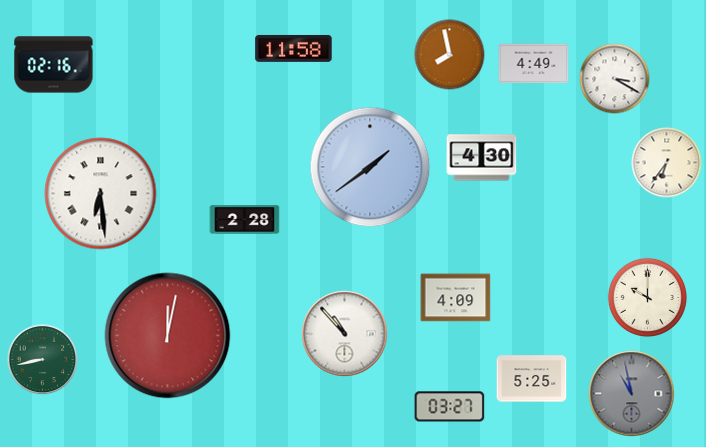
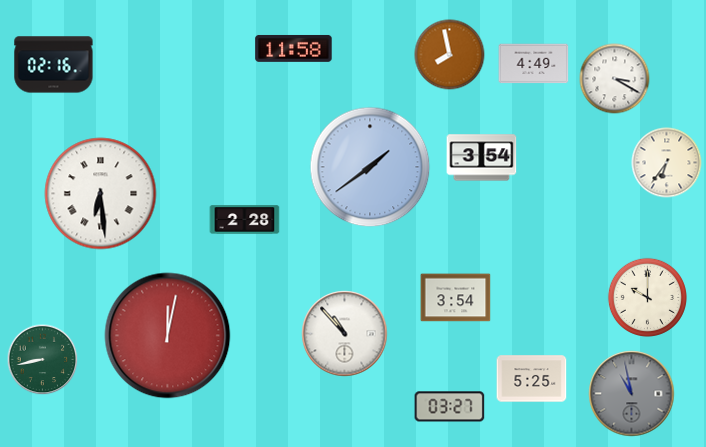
clock at (482, 158): 4:30 -> 3:54
clock at (456, 298): 4:09 -> 3:54
